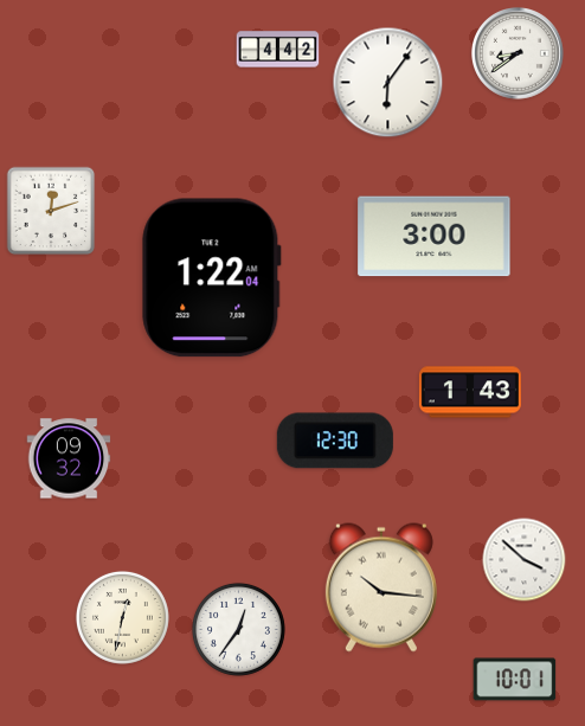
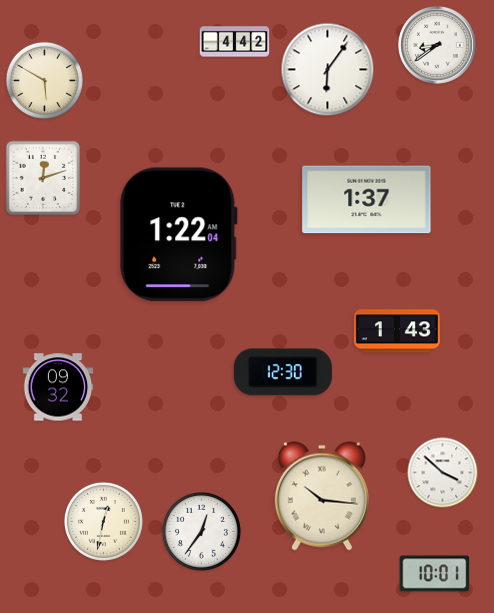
clock at (44, 80): none -> 5:50
clock at (435, 237): 3:00 -> 1:37
